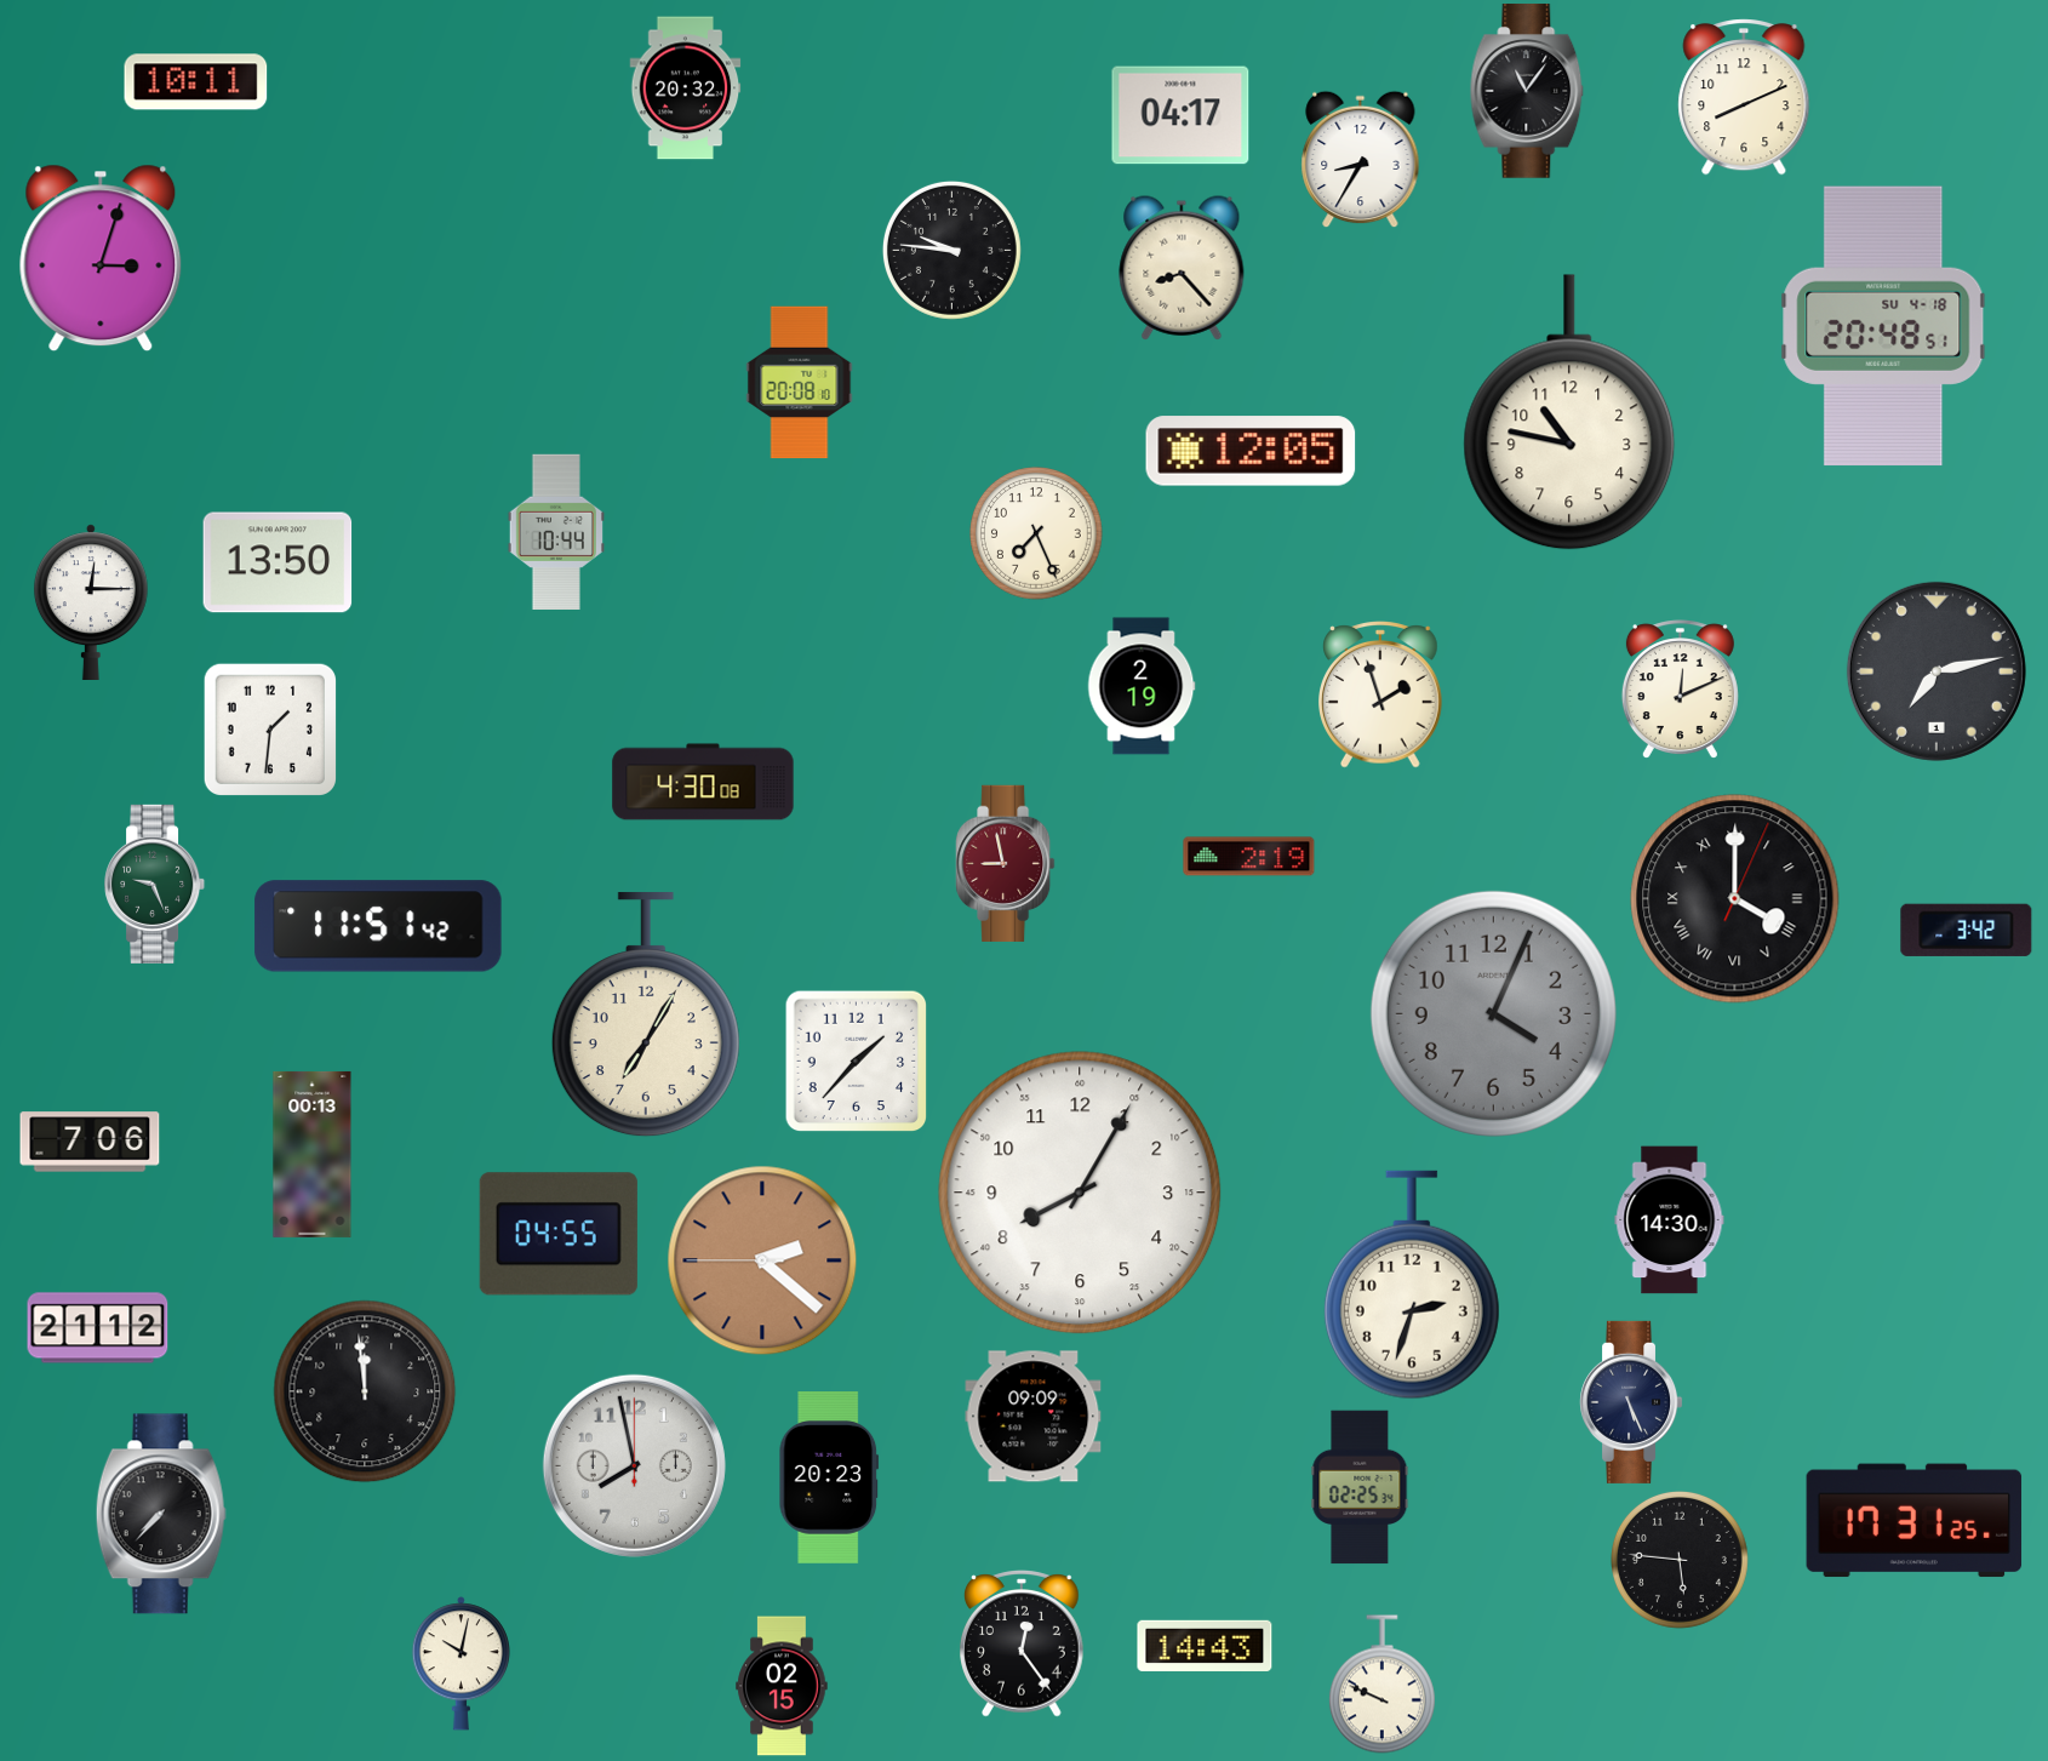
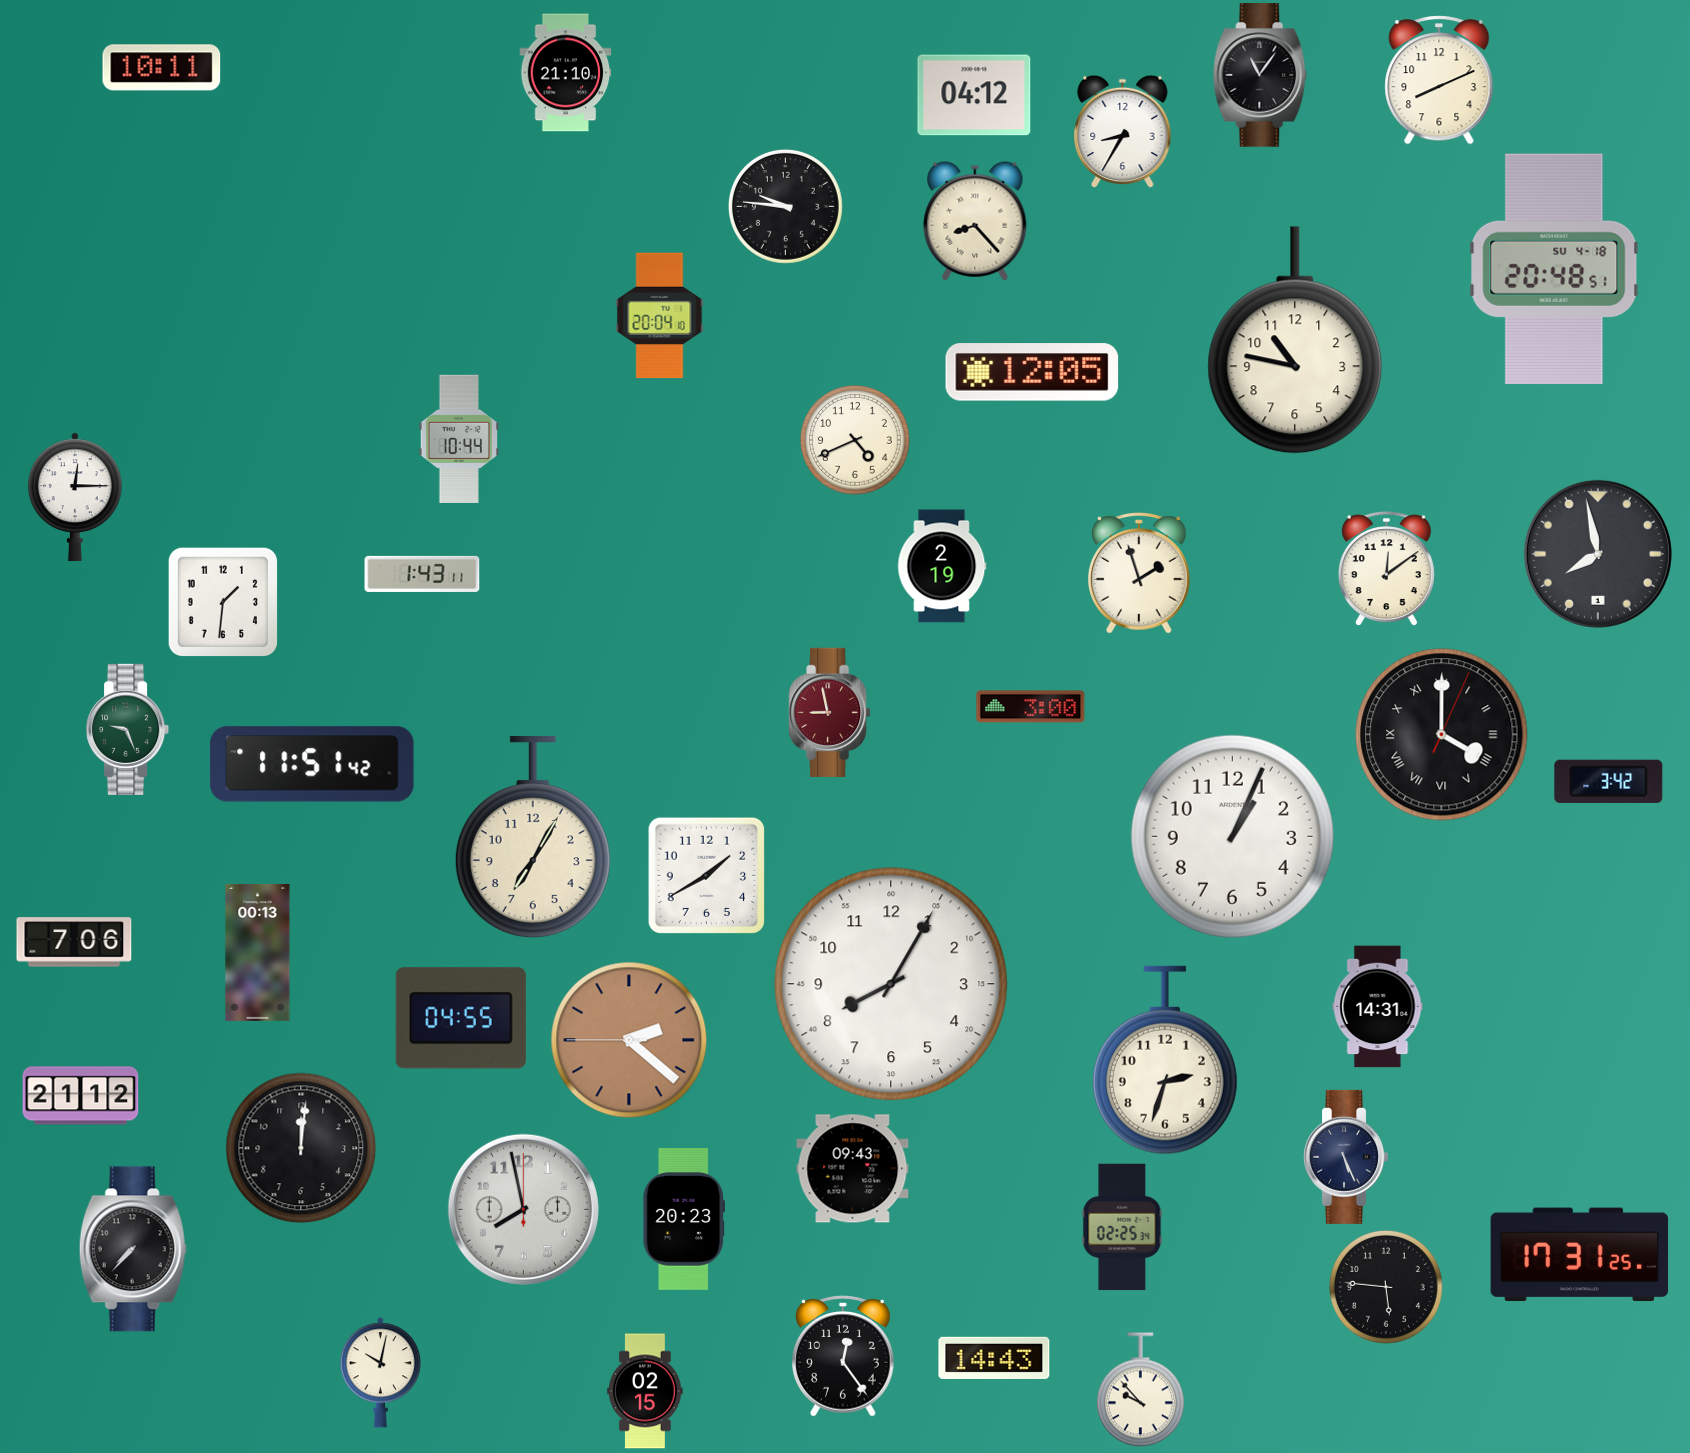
clock at (686, 88): 20:32 -> 21:10
clock at (1180, 115): 04:17 -> 04:12
clock at (101, 258): 3:03 -> none
clock at (800, 383): 20:08 -> 20:04
clock at (1037, 534): 7:26 -> 4:41
clock at (278, 562): 13:50 -> none
clock at (1937, 671): 7:13 -> 7:58
clock at (1680, 688): 12:11 -> 12:09
clock at (422, 574): none -> 1:43
clock at (703, 782): 4:30 -> none
clock at (1249, 857): 2:19 -> 3:00
clock at (1735, 899) position: (1735, 899) -> (1442, 735)
clock at (1967, 930) position: (1967, 930) -> (1609, 781)
clock at (1493, 1013): 4:04 -> 1:04
clock at (1493, 1013) dial: grey -> white
clock at (856, 1060): 1:37 -> 1:40
clock at (1670, 1220): 14:30 -> 14:31
clock at (365, 1391): 11:59 -> 12:01
clock at (1034, 1417): 09:09 -> 09:43
clock at (1381, 1685): 9:49 -> 9:53
